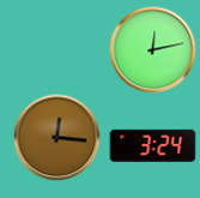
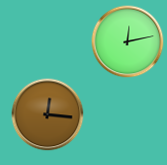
clock at (153, 145): 3:24 -> none
